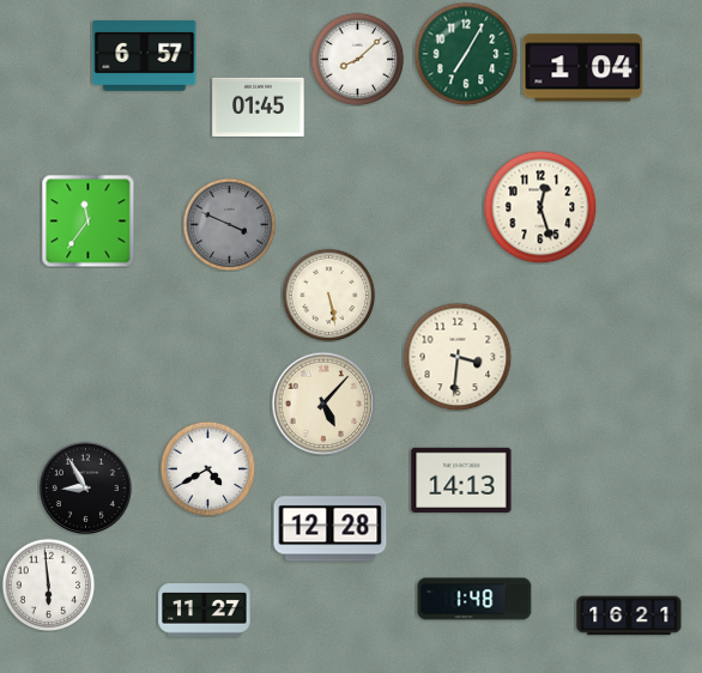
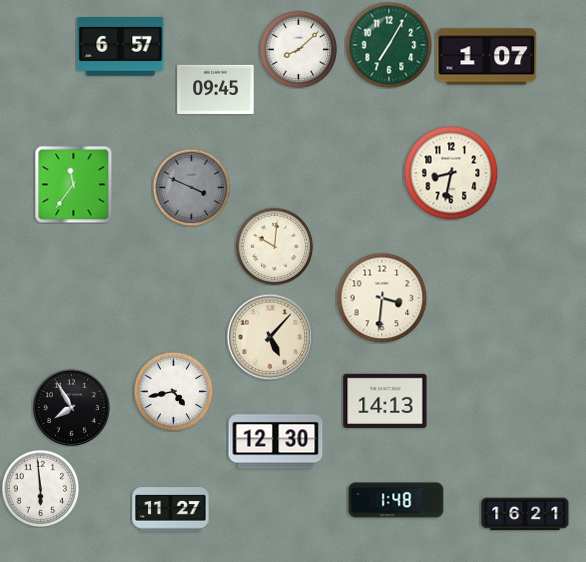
clock at (583, 68): 1:04 -> 1:07
clock at (259, 107): 01:45 -> 09:45
clock at (540, 207): 12:27 -> 8:32
clock at (328, 295): 5:28 -> 10:01
clock at (207, 468): 4:40 -> 4:43
clock at (85, 487): 8:55 -> 7:55
clock at (331, 529): 12:28 -> 12:30
